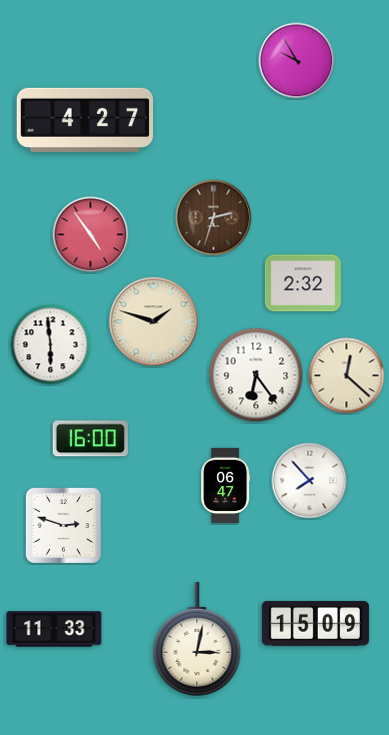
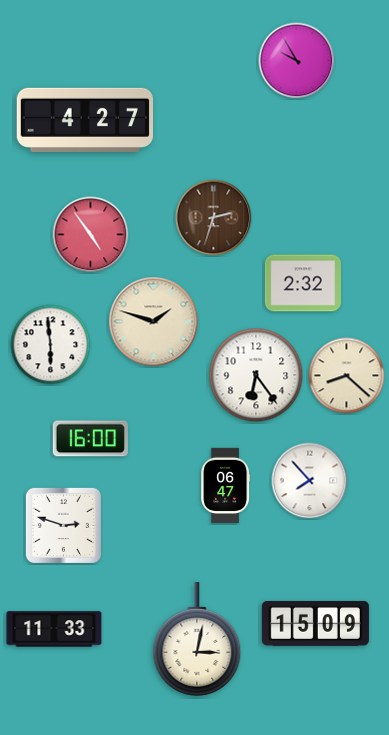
clock at (347, 376): 12:22 -> 8:22
